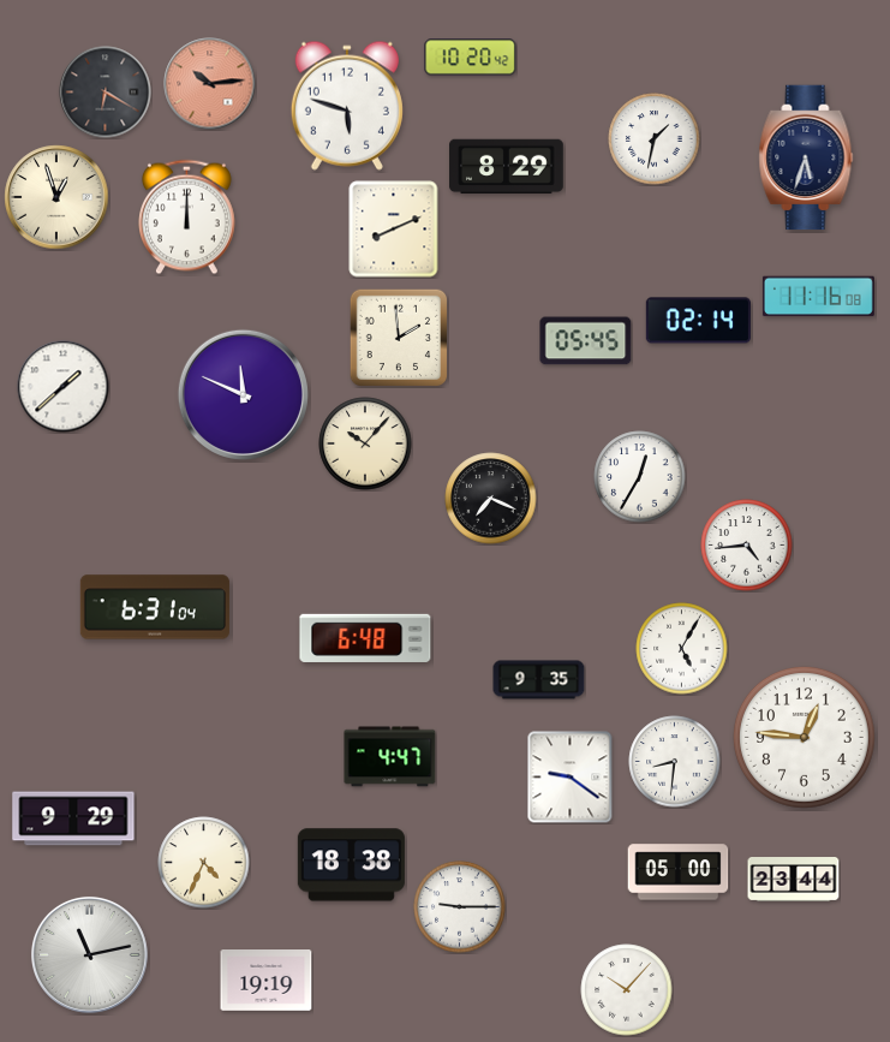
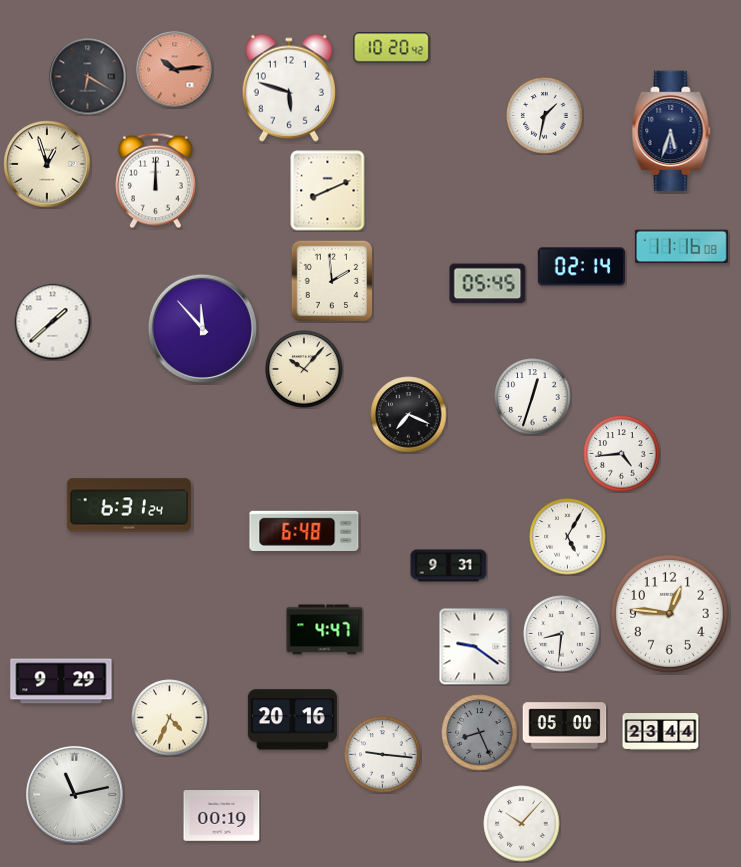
clock at (507, 167): 8:29 -> none
clock at (243, 394): 11:49 -> 11:53
clock at (640, 477): 12:35 -> 12:33
clock at (155, 607): 6:31:04 -> 6:31:24
clock at (682, 649) position: (682, 649) -> (568, 537)
clock at (539, 680): 9:35 -> 9:31
clock at (351, 865): 18:38 -> 20:16
clock at (480, 733): none -> 8:26
clock at (460, 907): 9:15 -> 9:16
clock at (267, 981): 19:19 -> 00:19
